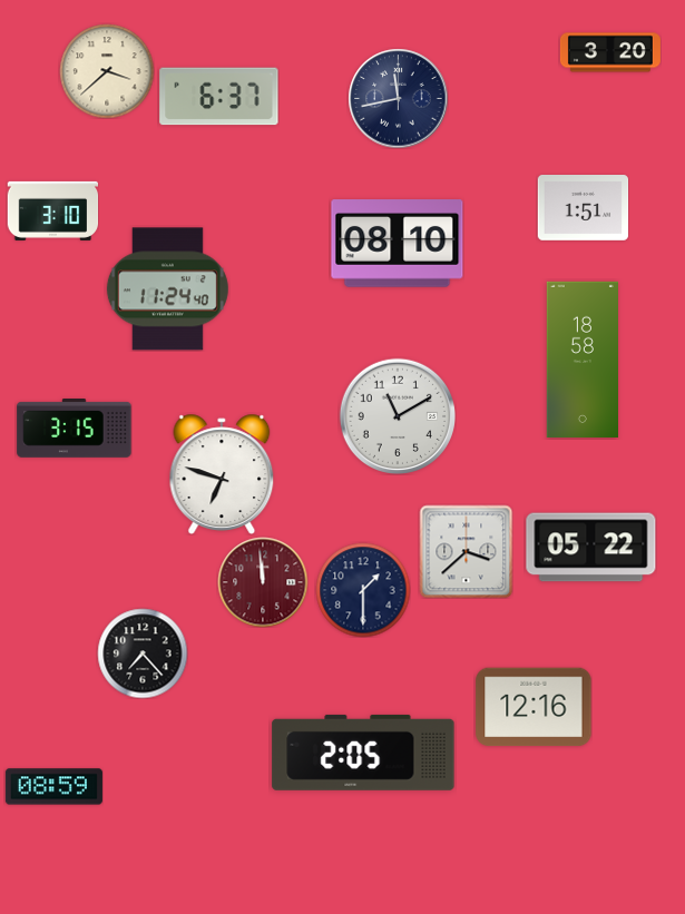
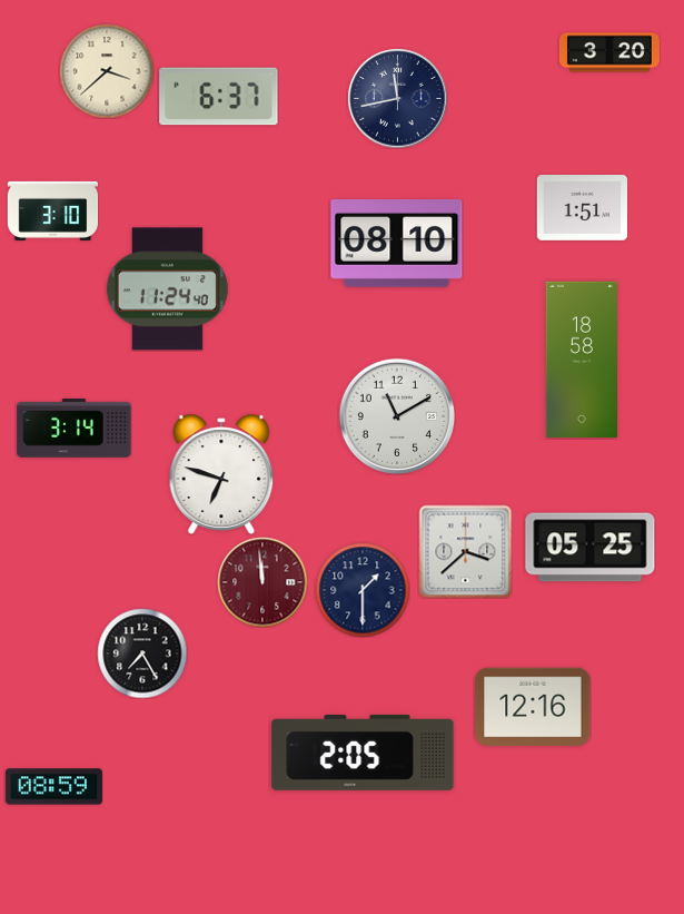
clock at (75, 429): 3:15 -> 3:14
clock at (591, 548): 05:22 -> 05:25
clock at (143, 653): 7:23 -> 7:25
